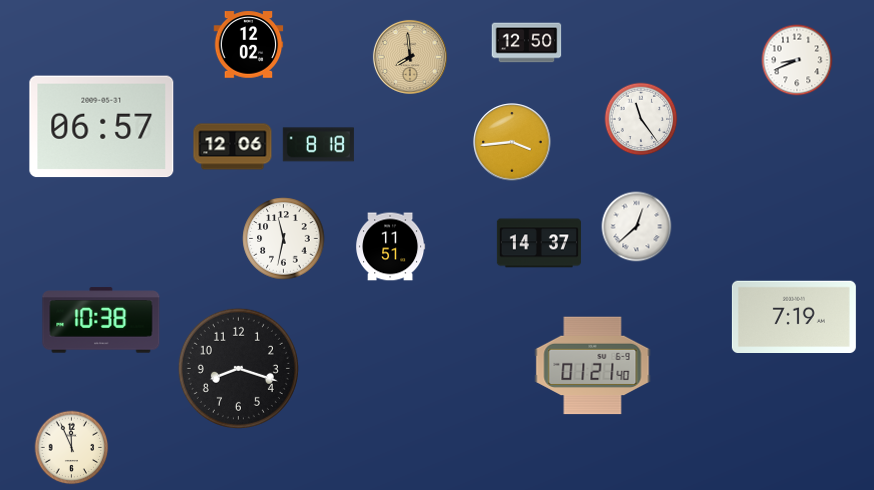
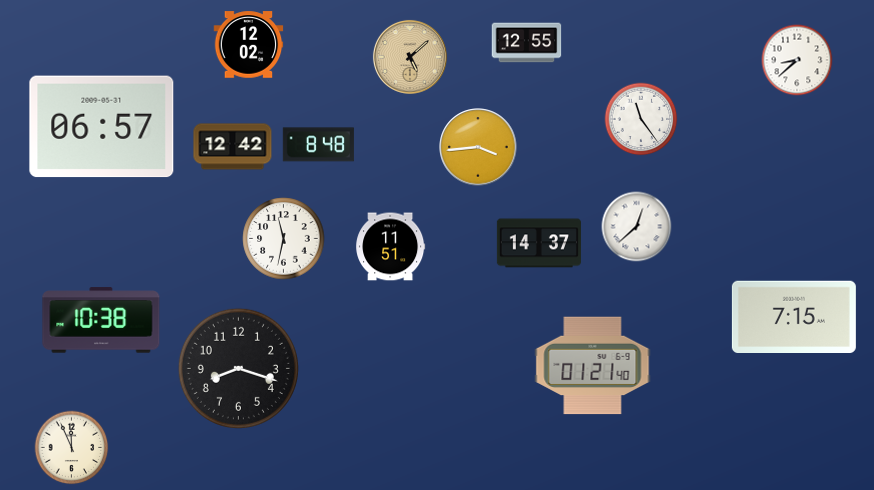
clock at (527, 43): 12:50 -> 12:55
clock at (410, 57): 7:59 -> 5:08
clock at (797, 60): 8:41 -> 8:38
clock at (512, 142) position: (512, 142) -> (478, 147)
clock at (318, 145): 8:18 -> 8:48
clock at (233, 147): 12:06 -> 12:42
clock at (794, 316): 7:19 -> 7:15
